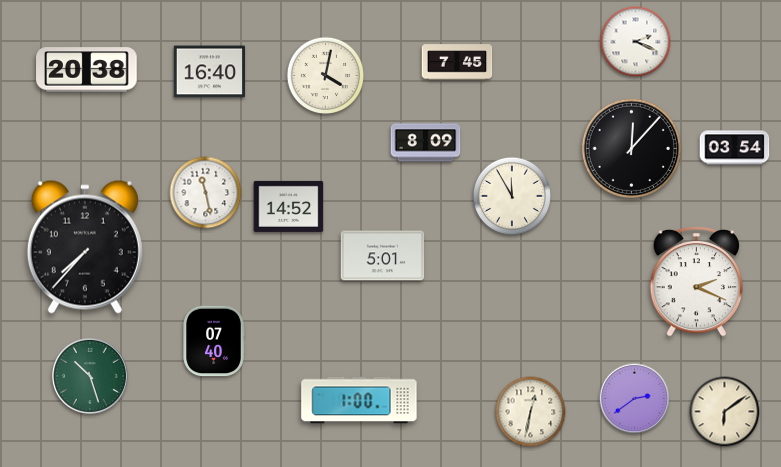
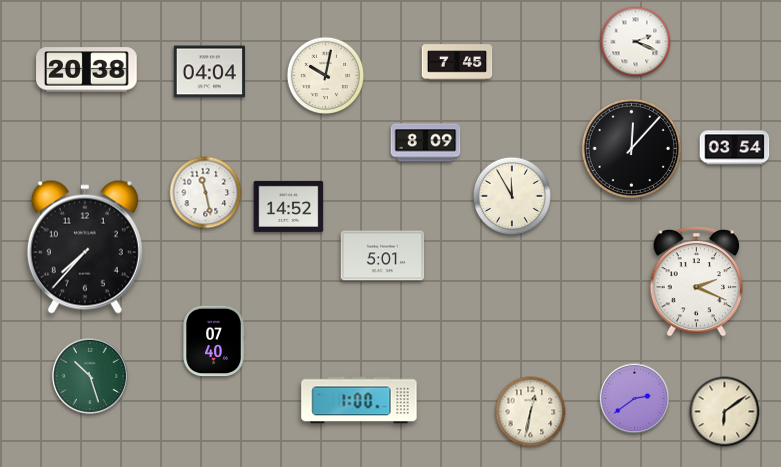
clock at (209, 72): 16:40 -> 04:04
clock at (325, 75): 4:02 -> 10:02
